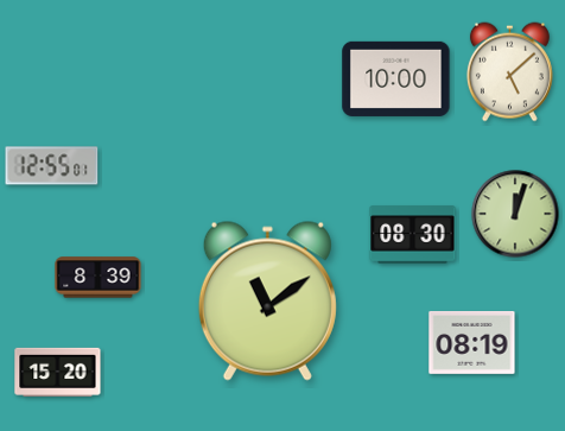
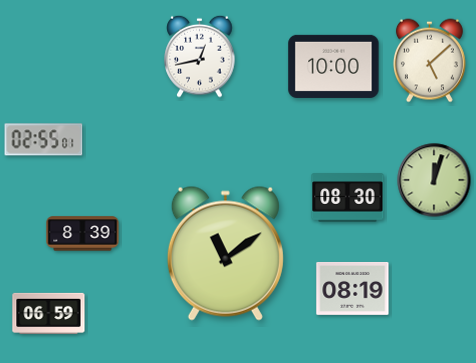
clock at (200, 56): none -> 12:43
clock at (52, 166): 12:55 -> 02:55
clock at (472, 342) position: (472, 342) -> (353, 288)
clock at (58, 372): 15:20 -> 06:59
